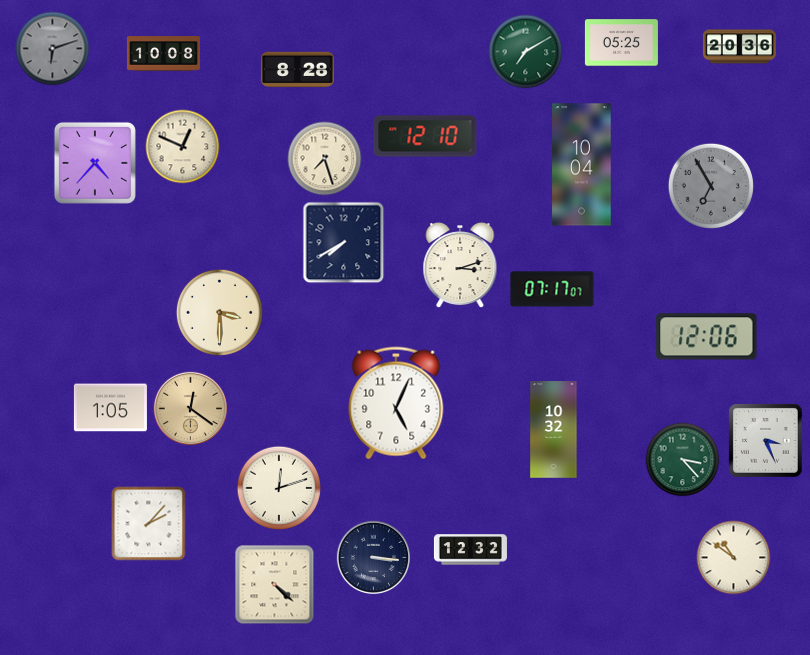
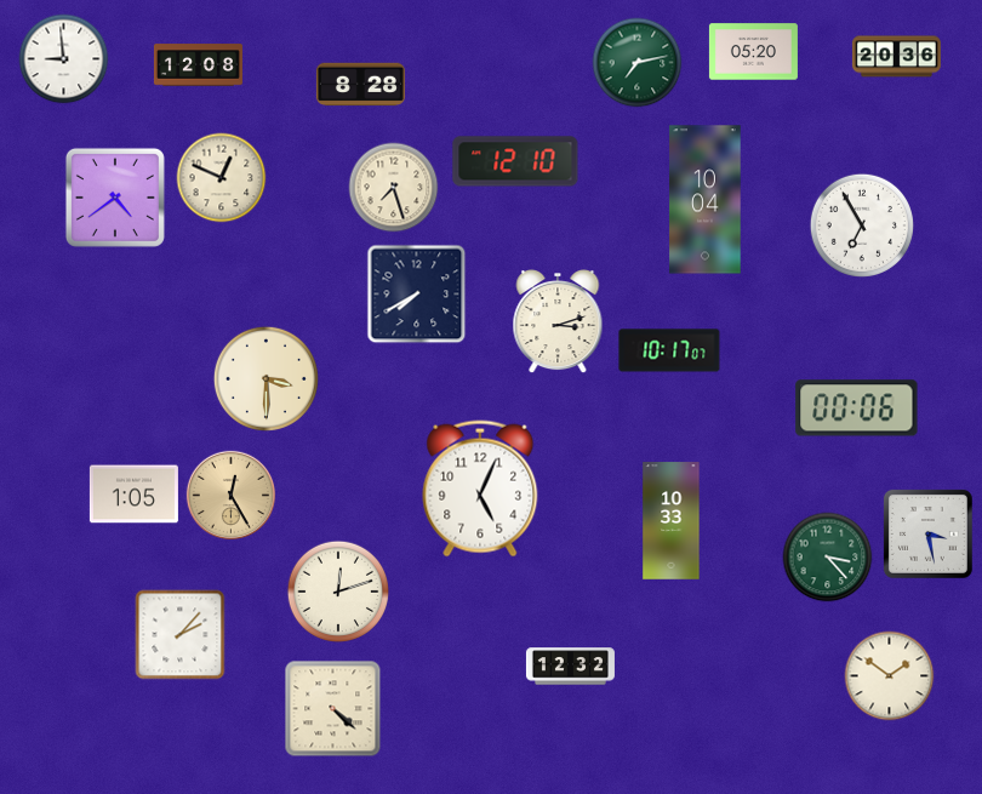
clock at (621, 43): 05:25 -> 05:20
clock at (53, 49): 6:12 -> 8:59
clock at (53, 49) dial: grey -> white
clock at (526, 52): 7:10 -> 7:13
clock at (163, 54): 10:08 -> 12:08
clock at (425, 136) position: (425, 136) -> (515, 161)
clock at (325, 159) position: (325, 159) -> (394, 188)
clock at (95, 163): 4:37 -> 4:39
clock at (711, 186) dial: grey -> white
clock at (552, 289): 07:17 -> 10:17
clock at (707, 337): 12:06 -> 00:06
clock at (190, 408): 12:21 -> 12:25
clock at (554, 430): 10:32 -> 10:33
clock at (765, 440): 3:26 -> 3:28
clock at (373, 557): 3:16 -> none
clock at (734, 558): 10:51 -> 1:51
